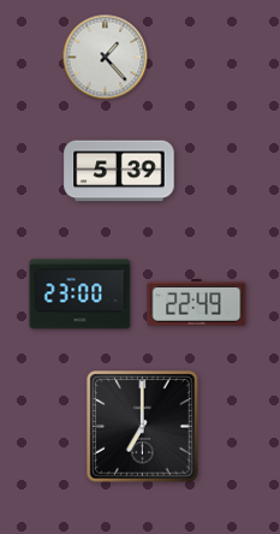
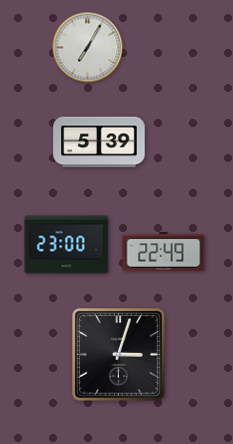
clock at (106, 58): 1:23 -> 7:05
clock at (143, 427): 7:00 -> 3:03
